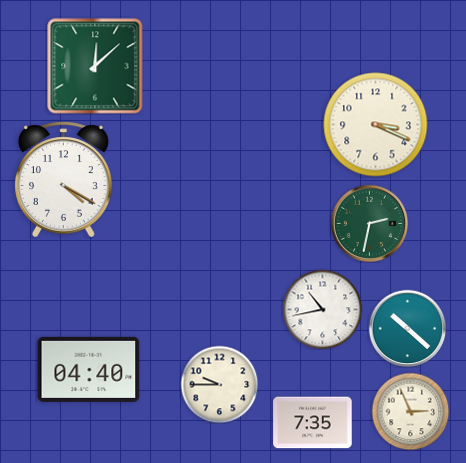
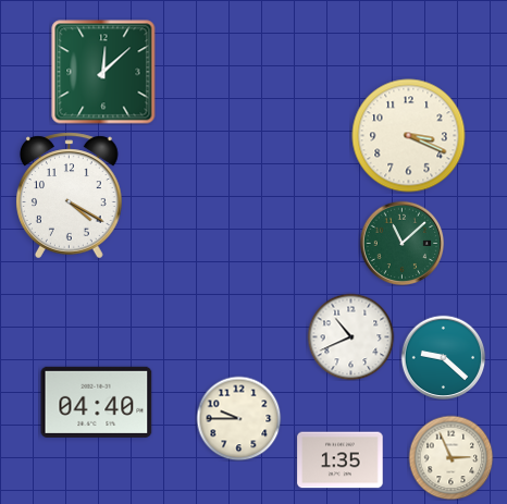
clock at (369, 223): 2:32 -> 11:08
clock at (322, 309): 10:43 -> 10:41
clock at (407, 328): 10:22 -> 9:22
clock at (410, 411) position: (410, 411) -> (450, 457)
clock at (313, 423): 7:35 -> 1:35
